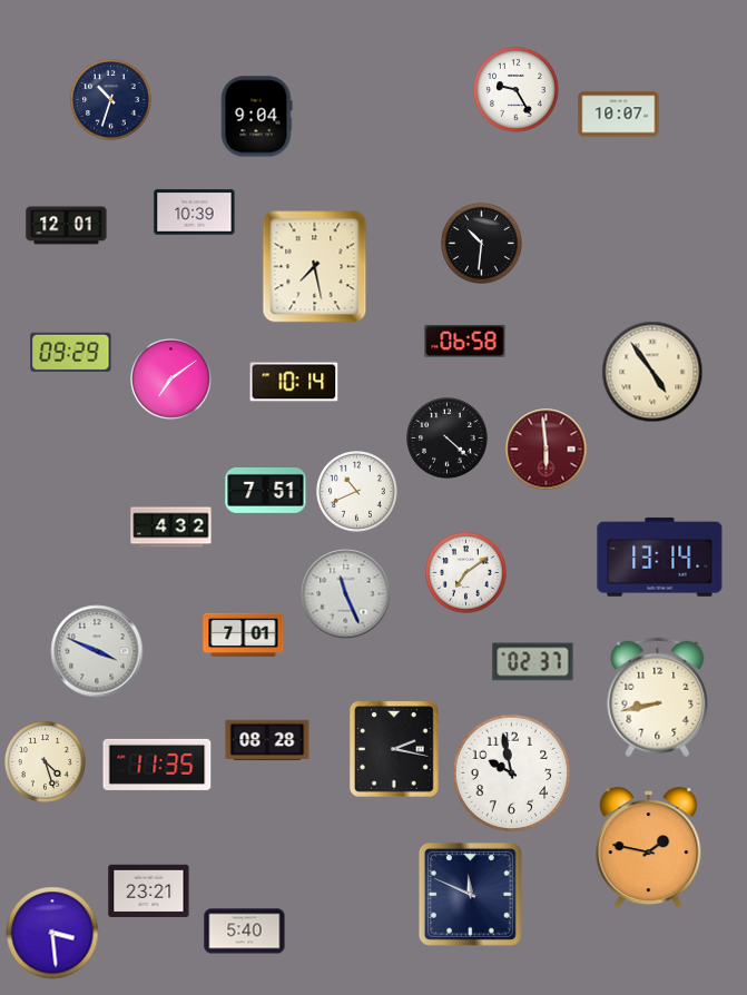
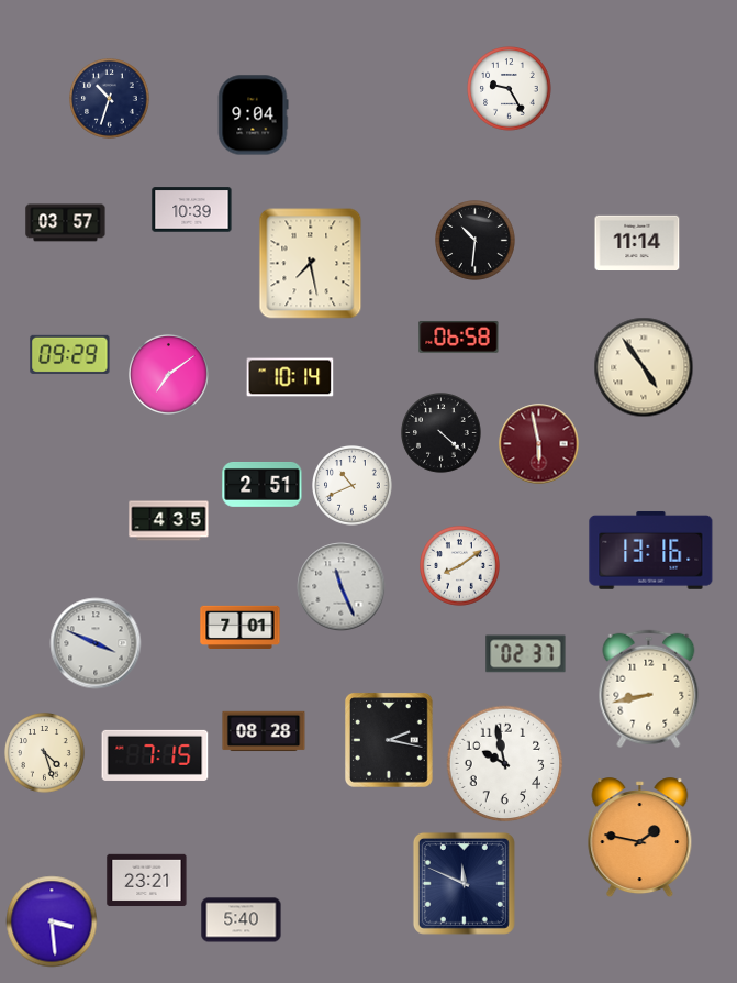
clock at (619, 115): 10:07 -> none
clock at (67, 226): 12:01 -> 03:57
clock at (637, 242): none -> 11:14
clock at (71, 352) position: (71, 352) -> (70, 354)
clock at (547, 450): 5:59 -> 5:58
clock at (266, 491): 7:51 -> 2:51
clock at (171, 528): 4:32 -> 4:35
clock at (660, 556): 13:14 -> 13:16
clock at (466, 573): 7:09 -> 8:09
clock at (157, 765): 11:35 -> 7:15
